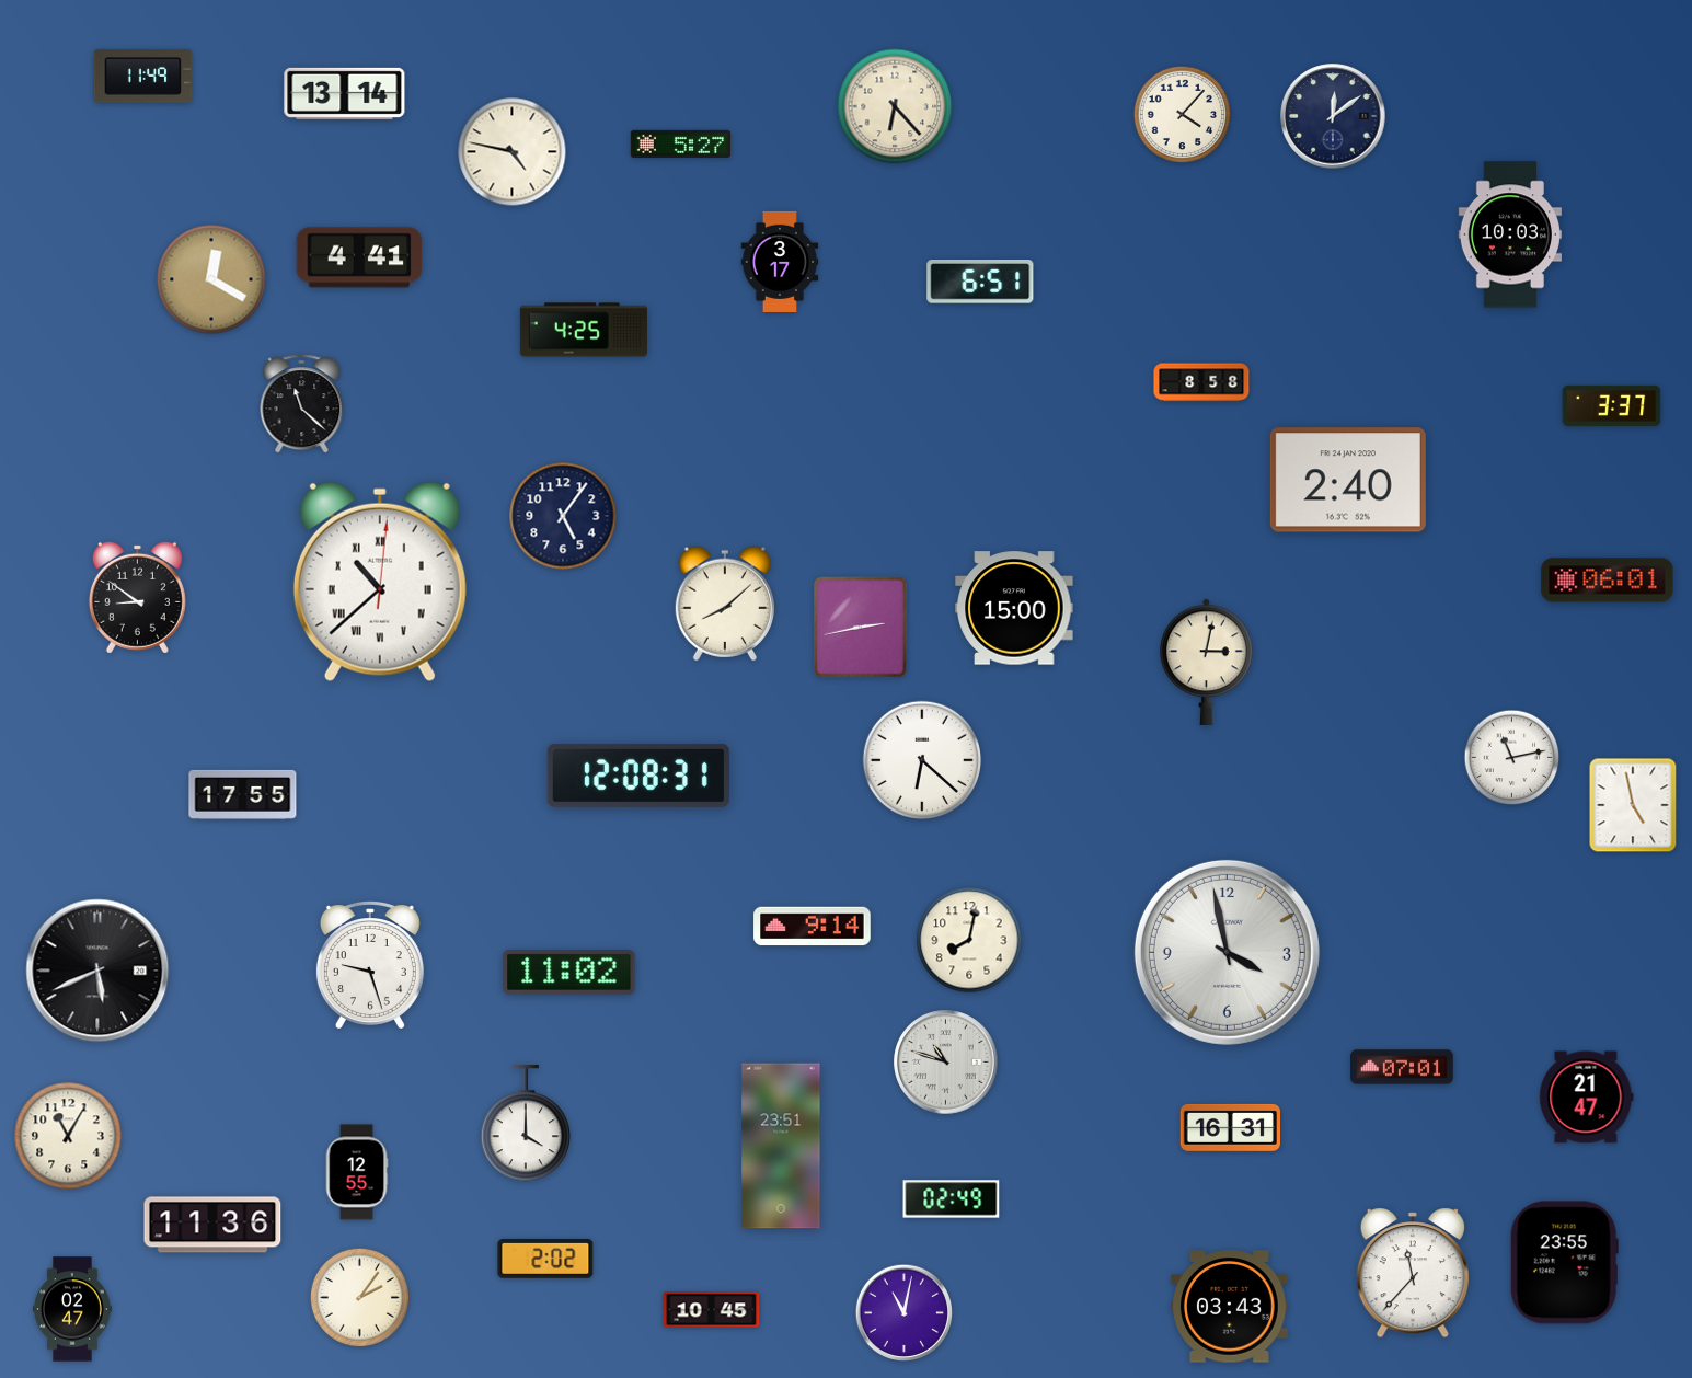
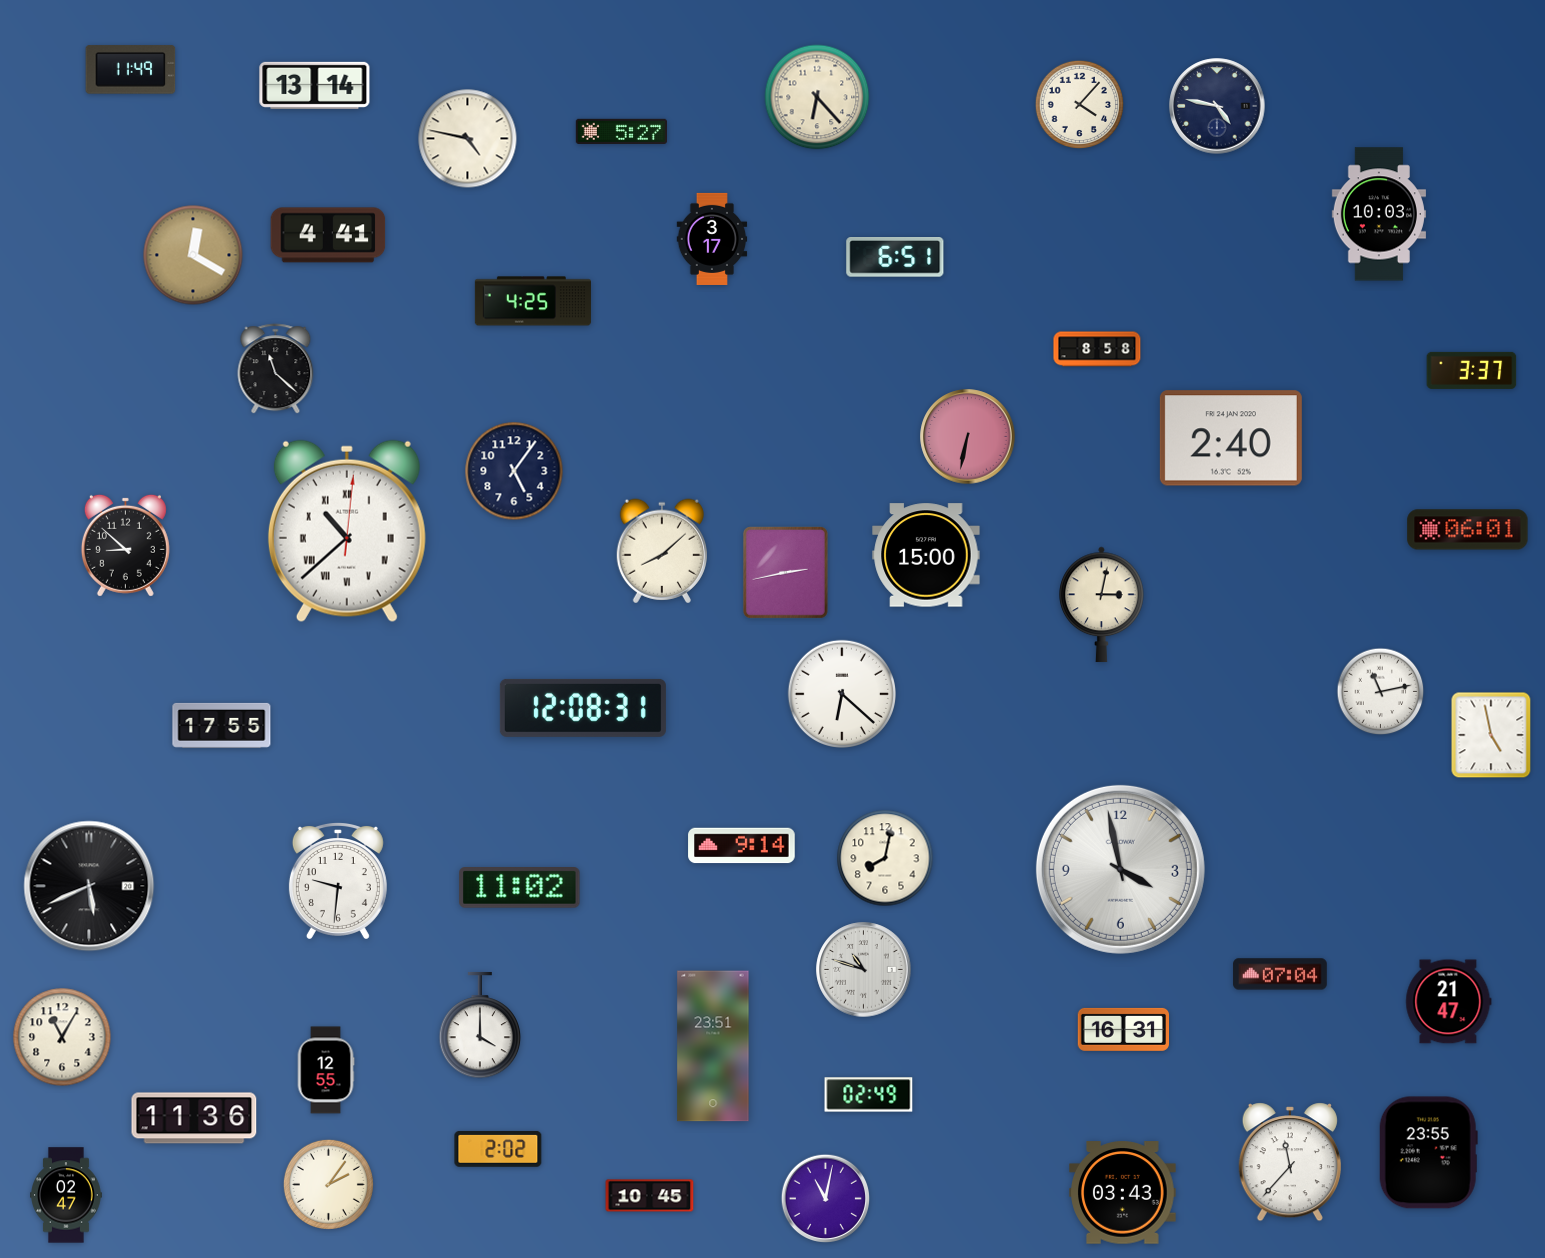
clock at (1333, 116): 12:09 -> 4:47
clock at (968, 437): none -> 6:32
clock at (137, 597): 8:51 -> 8:52
clock at (370, 965): 9:27 -> 9:31
clock at (1402, 1067): 07:01 -> 07:04
